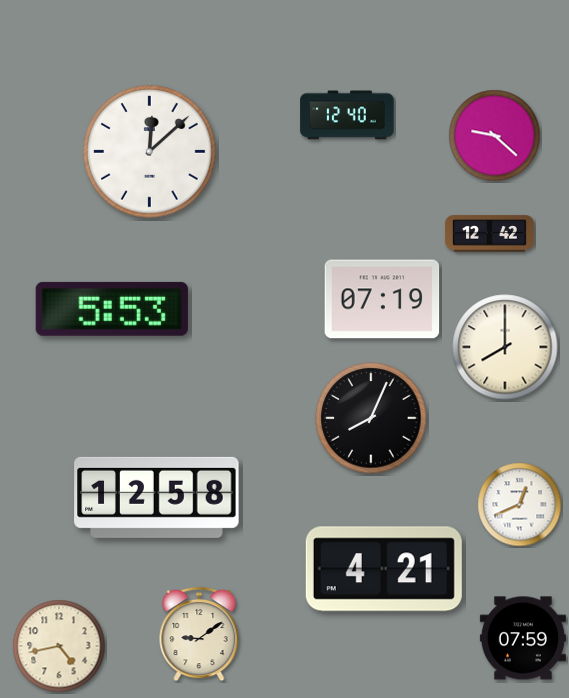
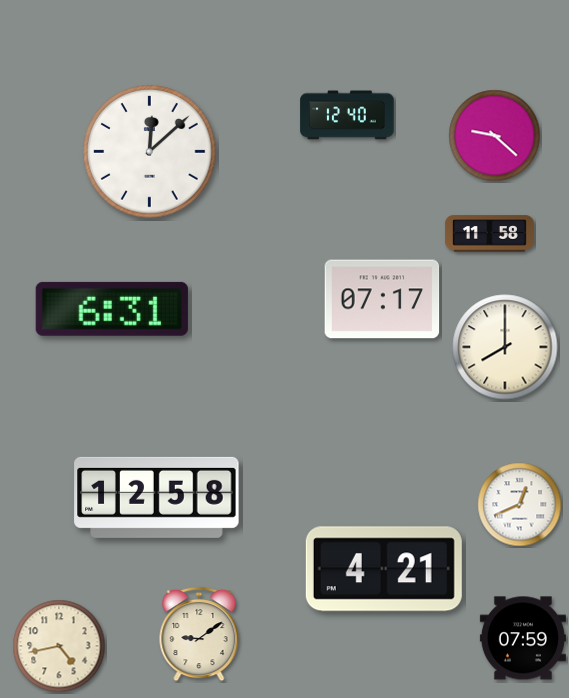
clock at (490, 234): 12:42 -> 11:58
clock at (382, 299): 07:19 -> 07:17
clock at (112, 309): 5:53 -> 6:31
clock at (371, 418): 8:04 -> none
